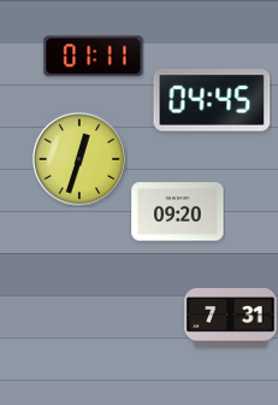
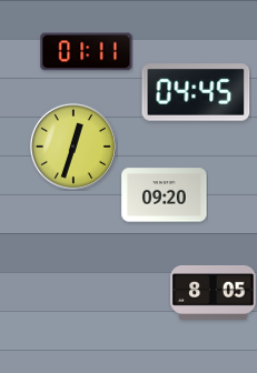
clock at (231, 317): 7:31 -> 8:05
